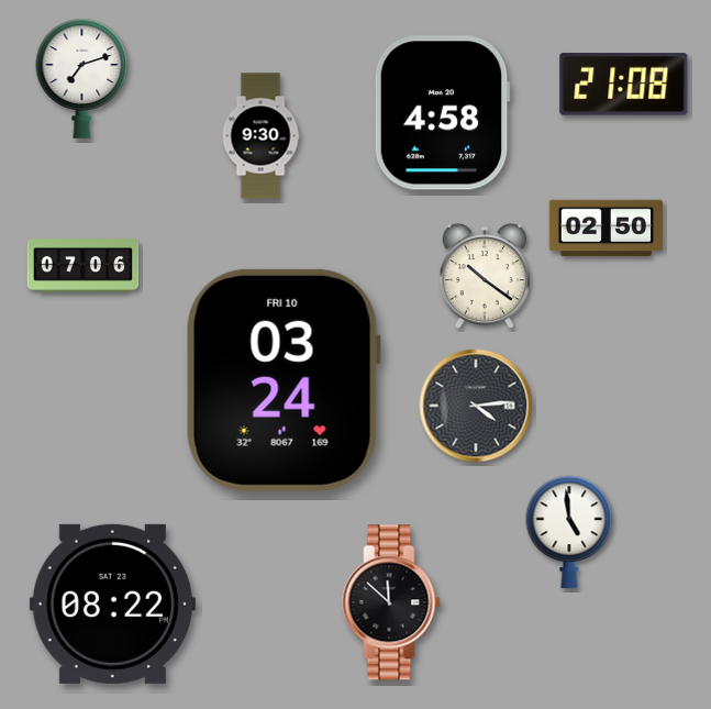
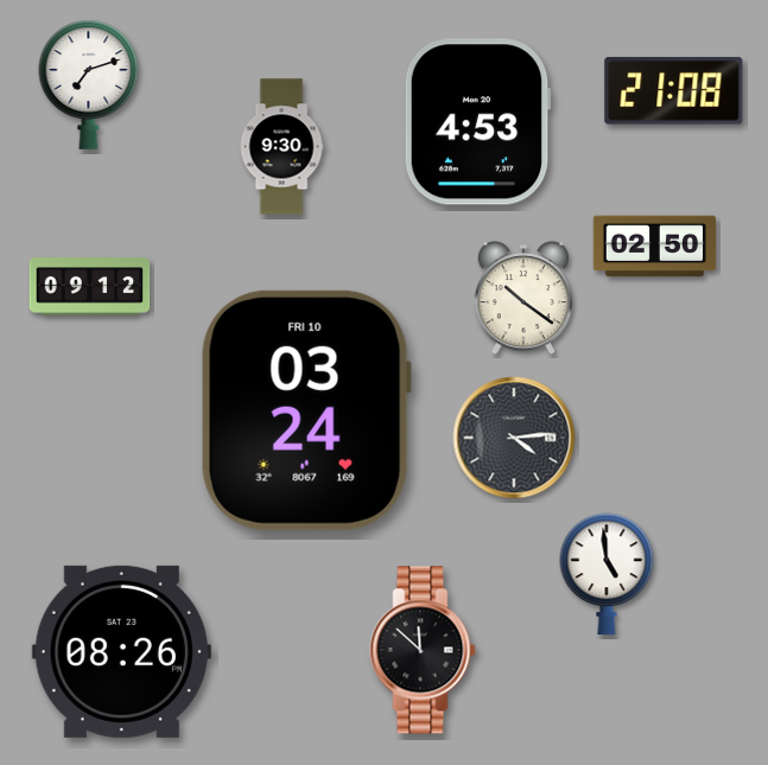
clock at (442, 113): 4:58 -> 4:53
clock at (84, 266): 07:06 -> 09:12
clock at (569, 532) position: (569, 532) -> (607, 574)
clock at (112, 603): 08:22 -> 08:26
